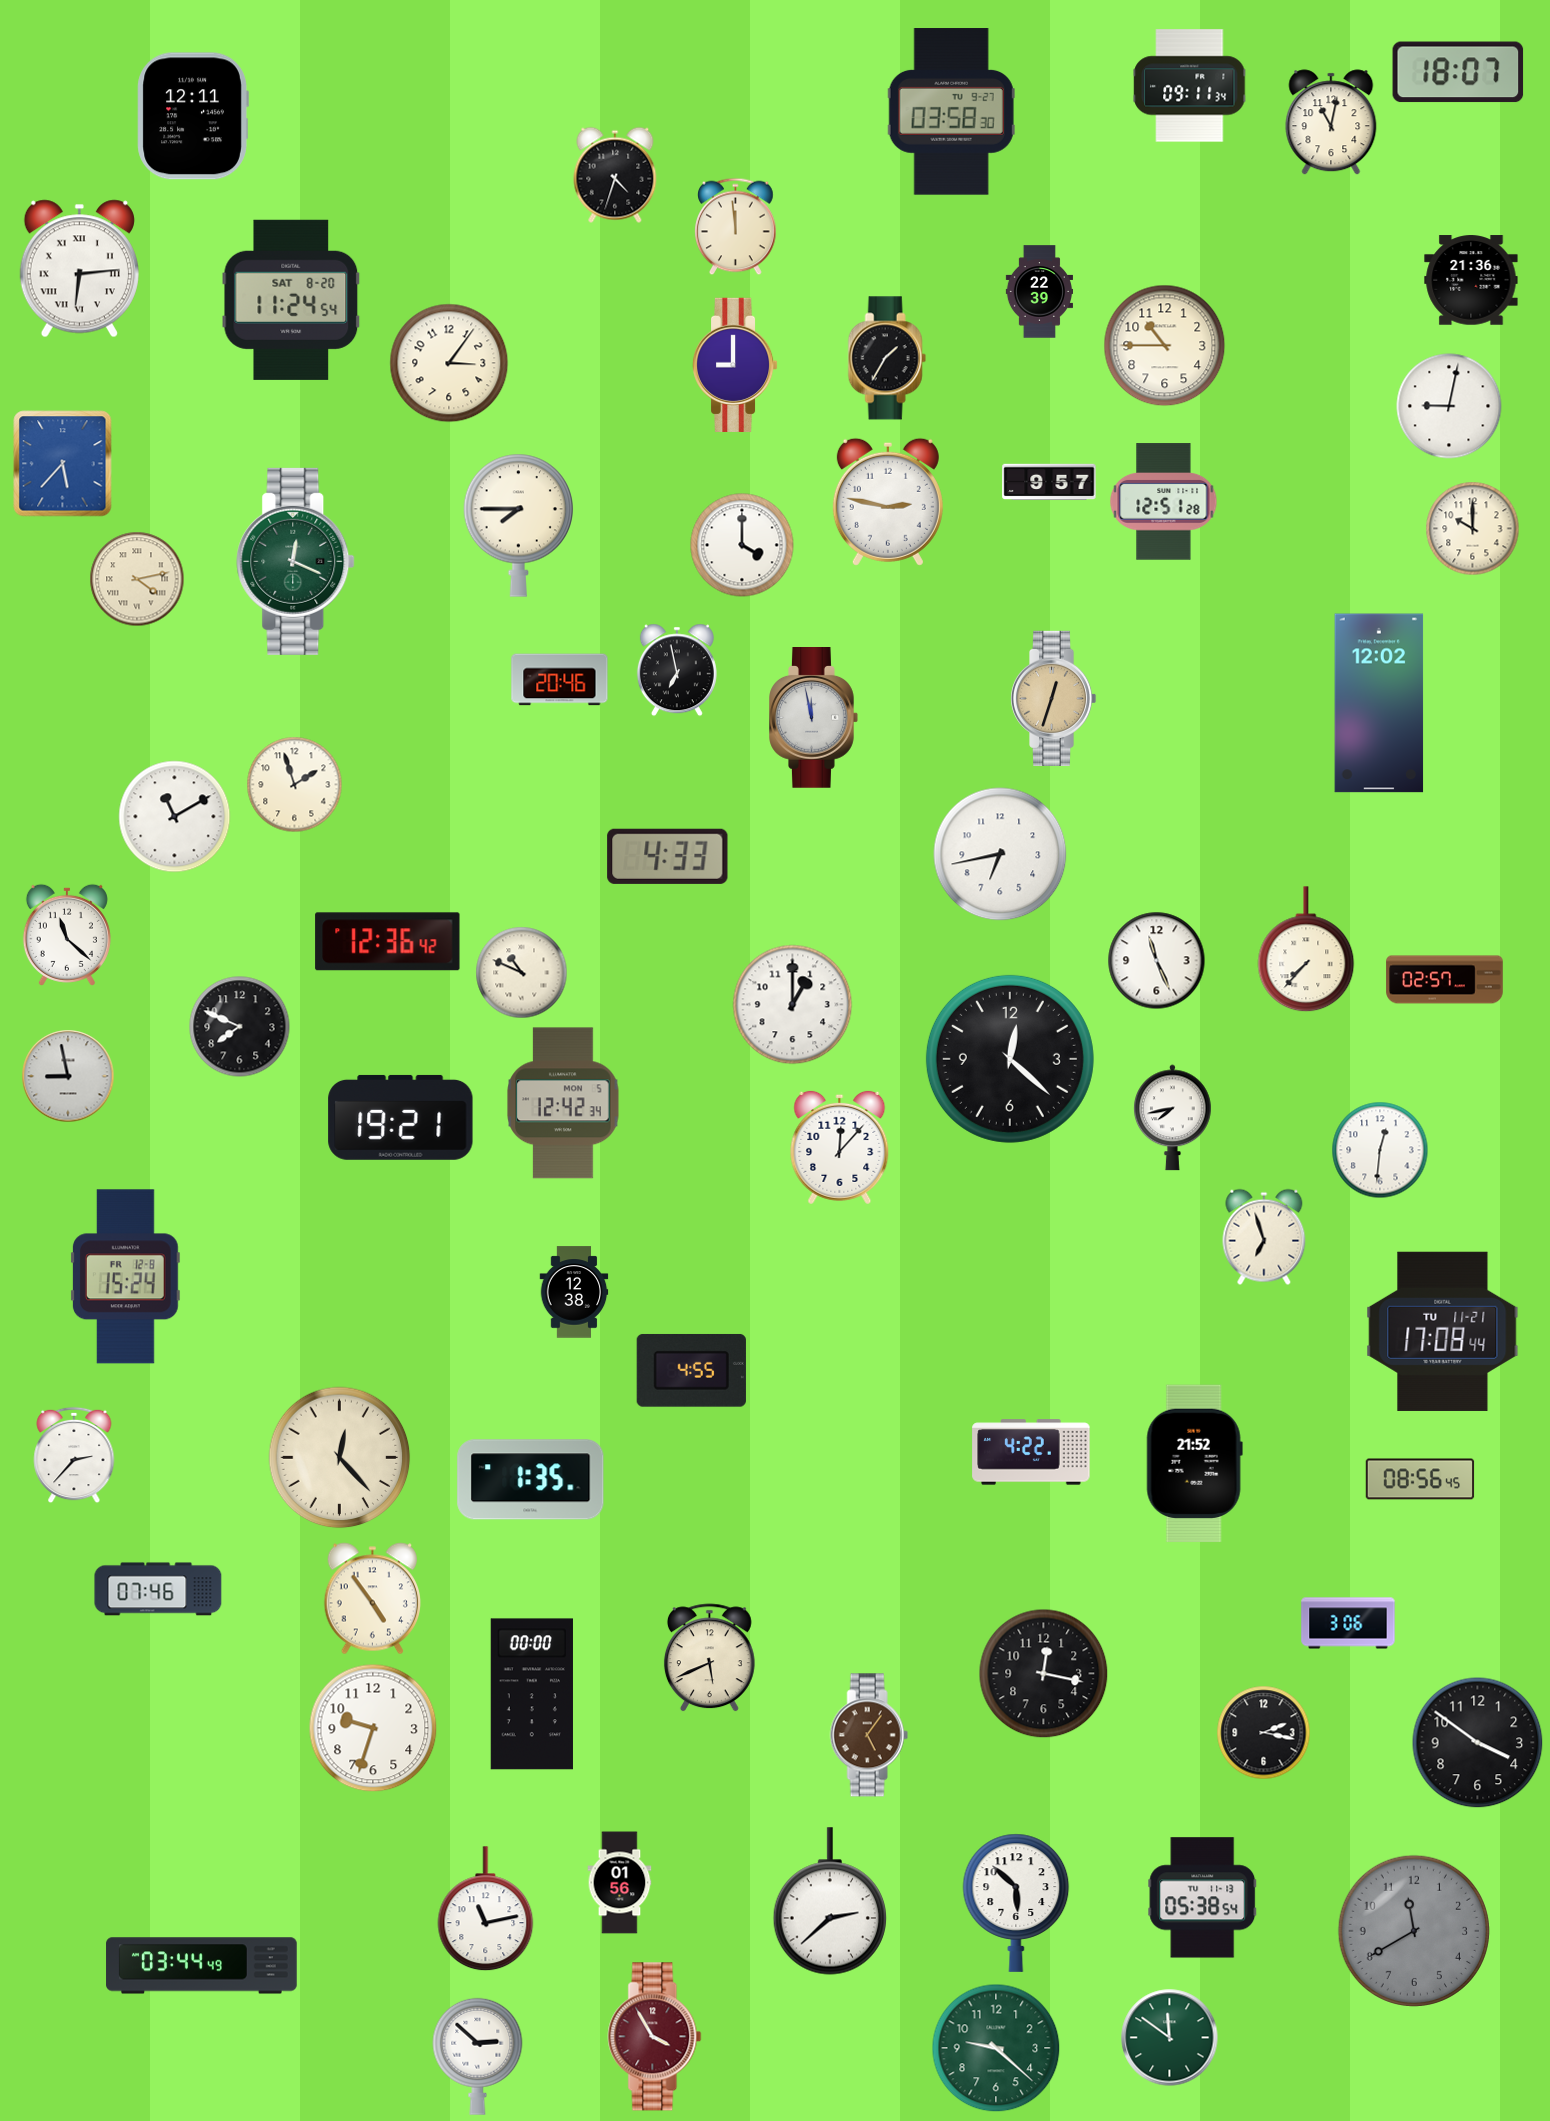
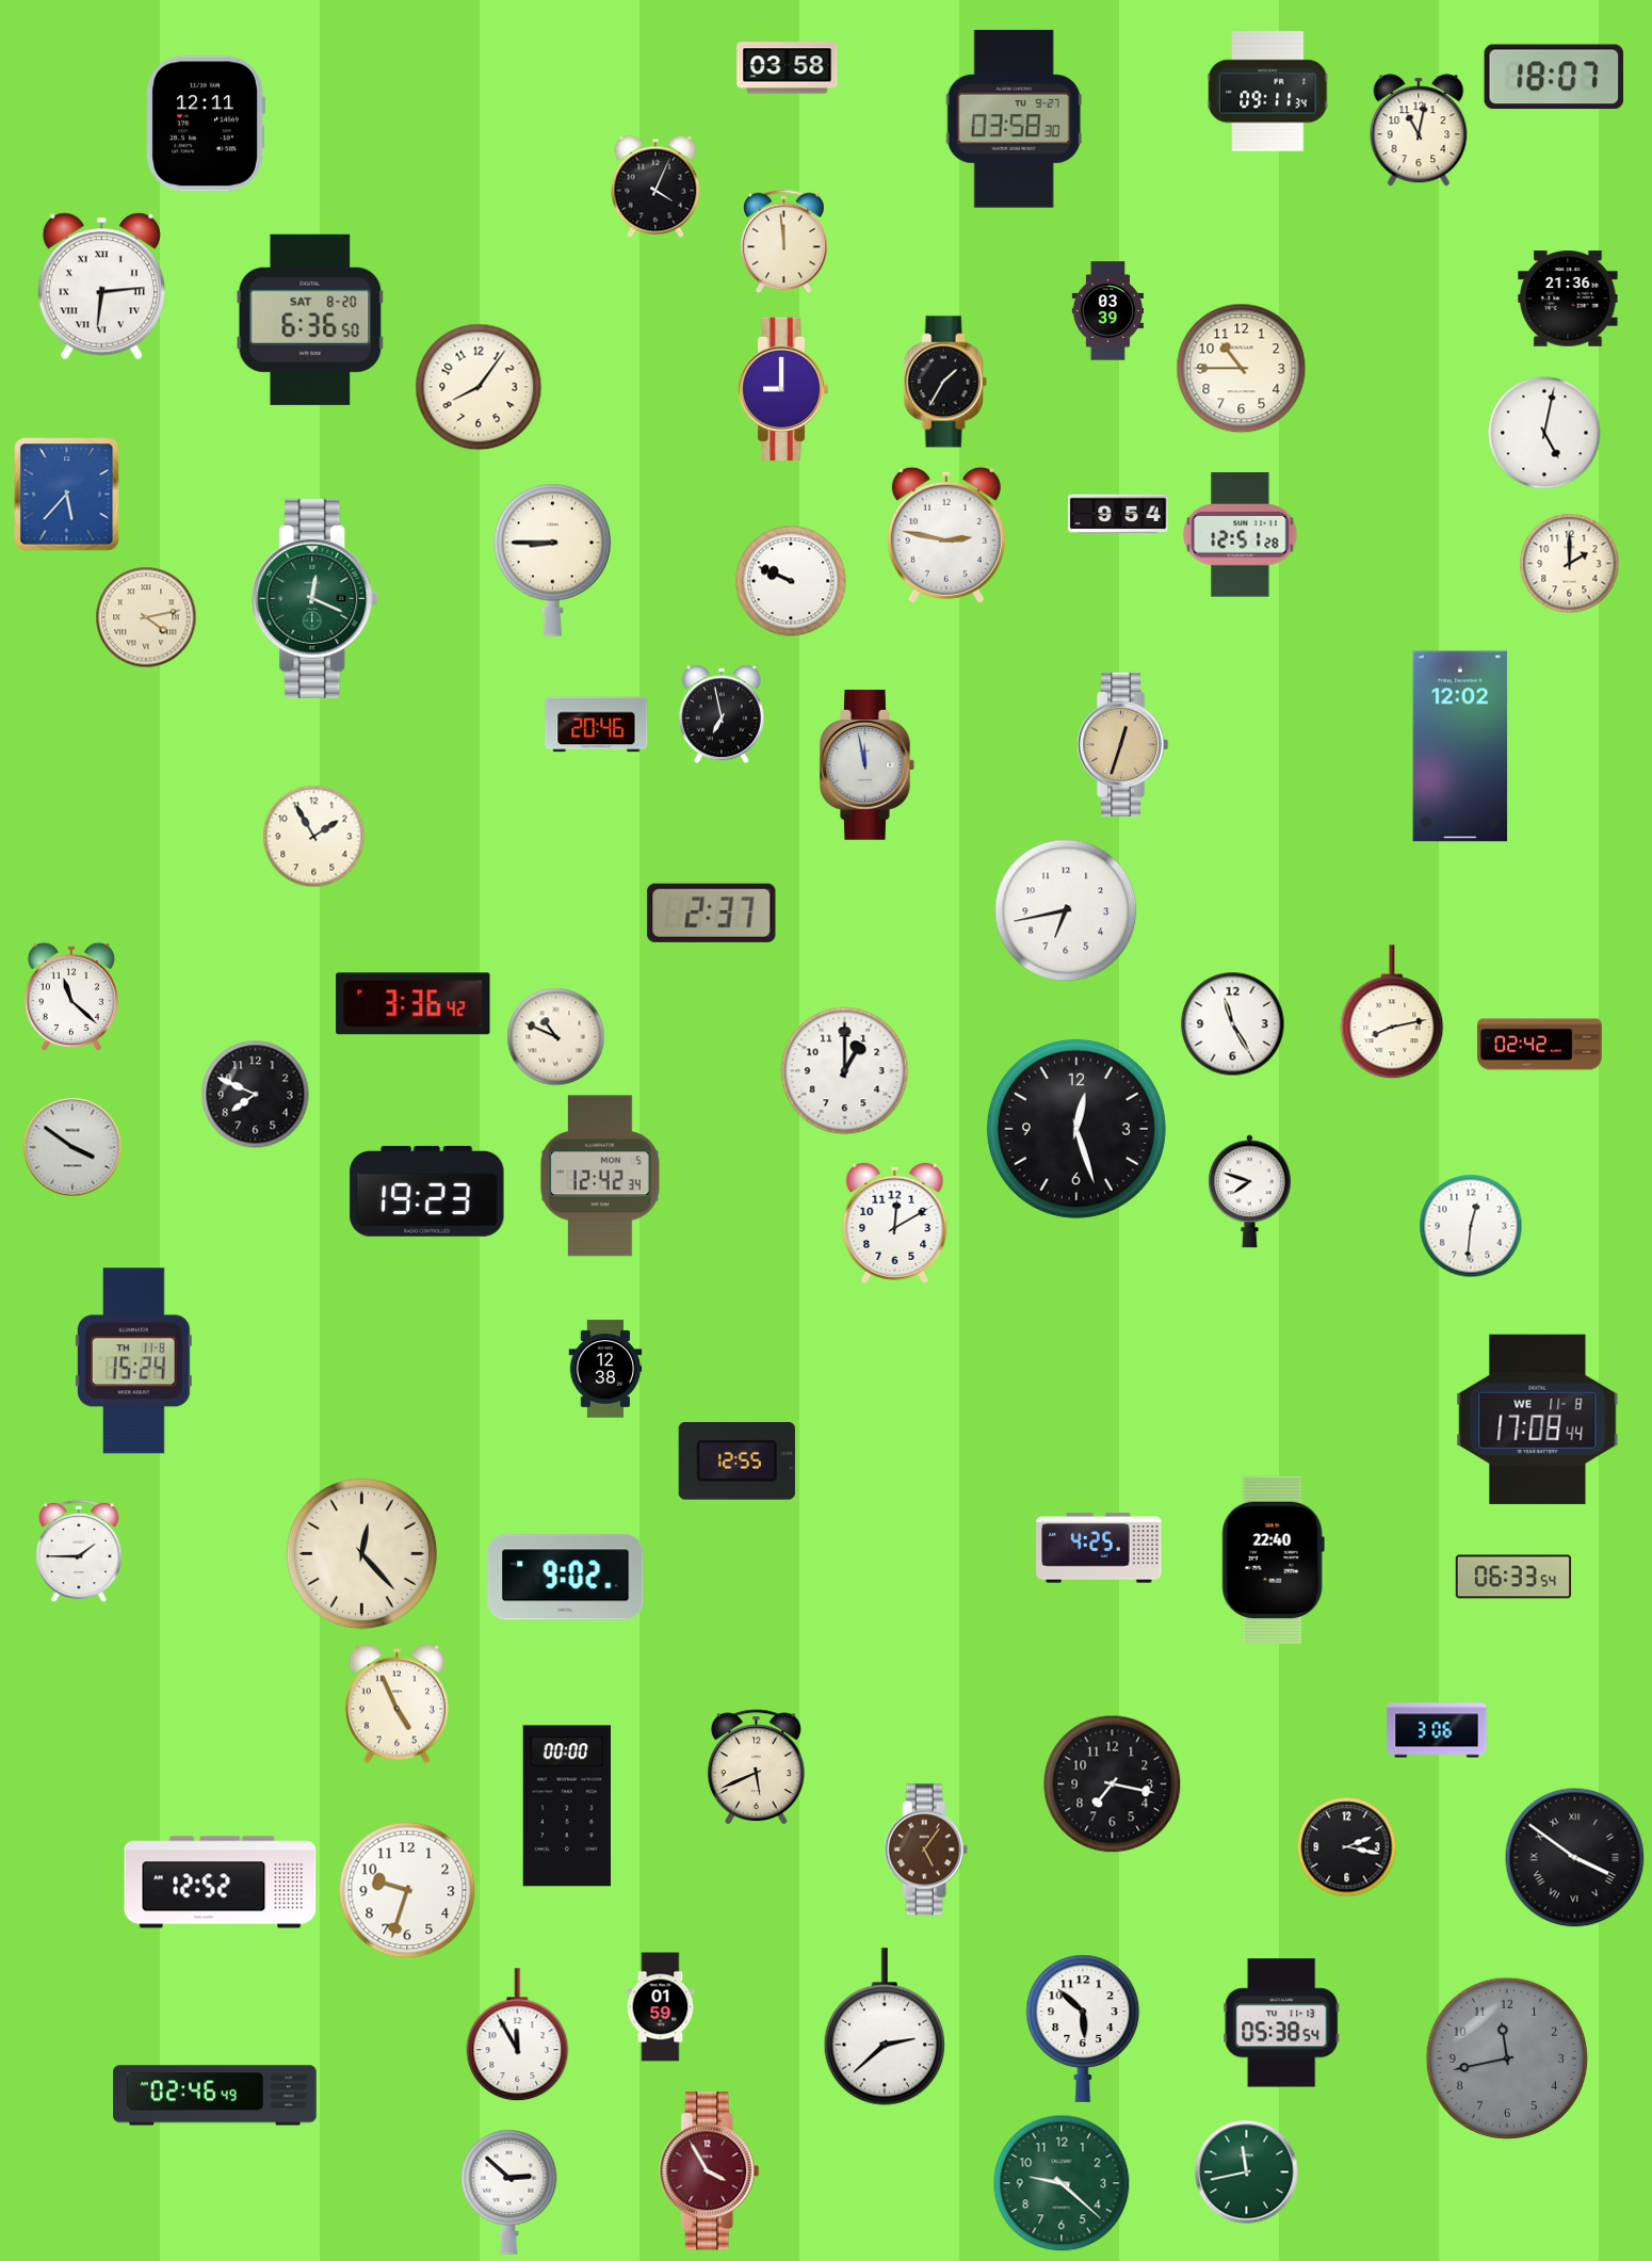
clock at (788, 68): none -> 03:58
clock at (615, 175): 4:33 -> 4:04
clock at (79, 269) position: (79, 269) -> (101, 287)
clock at (1039, 292): 22:39 -> 03:39
clock at (291, 300): 11:24 -> 6:36
clock at (449, 363): 3:06 -> 8:06
clock at (1449, 406): 9:02 -> 5:02
clock at (1049, 482): 9:57 -> 9:54
clock at (518, 525): 7:45 -> 8:45
clock at (1473, 529): 10:00 -> 2:00
clock at (742, 545): 4:00 -> 9:49
clock at (1379, 703) position: (1379, 703) -> (1460, 746)
clock at (295, 785): 1:57 -> 1:55
clock at (175, 817): 11:10 -> none
clock at (668, 856): 4:33 -> 2:37
clock at (388, 942): 12:36 -> 3:36
clock at (1306, 950): 7:37 -> 8:13
clock at (1157, 961): 11:26 -> 11:25
clock at (1445, 980): 02:57 -> 02:42
clock at (1010, 1059): 12:22 -> 12:27
clock at (68, 1076): 8:58 -> 3:51
clock at (401, 1117): 19:21 -> 19:23
clock at (1172, 1118): 7:43 -> 7:48
clock at (840, 1147): 12:07 -> 12:10
clock at (1264, 1237): 6:57 -> none
clock at (125, 1277) date: FR 12-8 -> TH 11-8
clock at (574, 1292) position: (574, 1292) -> (605, 1369)
clock at (1443, 1331) date: TU 11-21 -> WE 11-8
clock at (691, 1370): 4:55 -> 12:55
clock at (1031, 1452): 4:22 -> 4:25
clock at (74, 1455): 2:37 -> 1:45
clock at (1194, 1464): 21:52 -> 22:40
clock at (1420, 1479): 08:56 -> 06:33
clock at (531, 1480): 1:35 -> 9:02
clock at (158, 1589): 07:46 -> none
clock at (372, 1599): 4:54 -> 4:56
clock at (1044, 1674): 12:17 -> 7:17
clock at (373, 1728) position: (373, 1728) -> (407, 1890)
clock at (1478, 1743) numerals: Arabic -> Roman
clock at (221, 1883): none -> 12:52
clock at (620, 1883): 01:56 -> 01:59
clock at (486, 1909): 11:13 -> 11:55
clock at (1414, 1931): 11:40 -> 11:43
clock at (202, 1966): 03:44 -> 02:46
clock at (655, 2037) position: (655, 2037) -> (710, 2171)
clock at (1170, 2038): 11:51 -> 11:43
